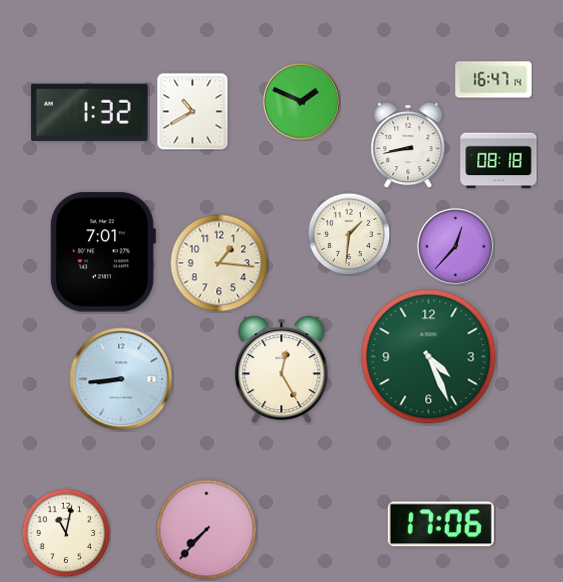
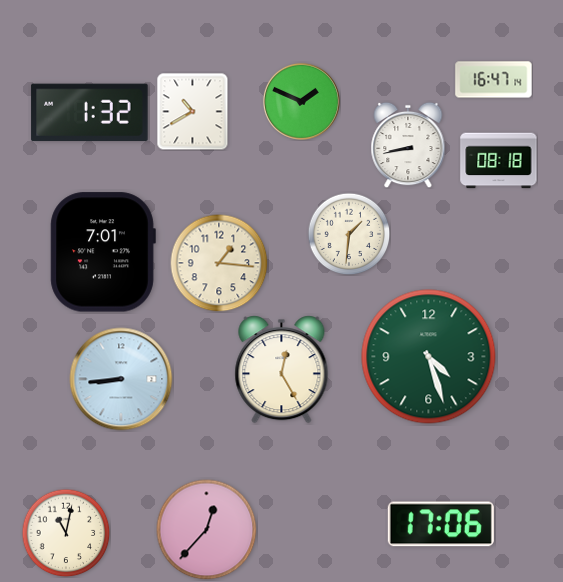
clock at (455, 246): 12:37 -> none
clock at (429, 357): 4:26 -> 4:27
clock at (207, 530): 7:37 -> 12:37
